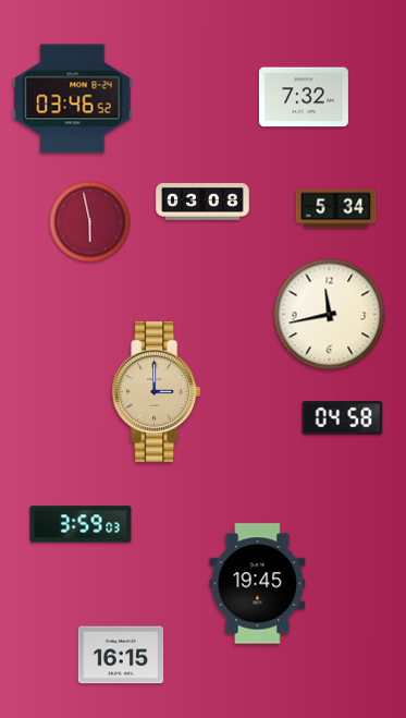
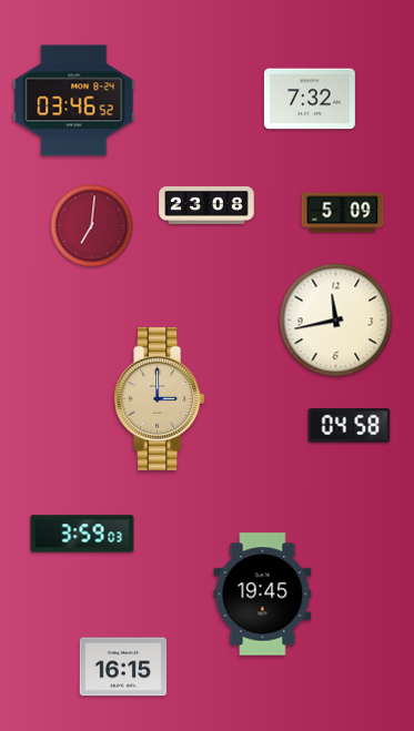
clock at (202, 203): 03:08 -> 23:08
clock at (336, 209): 5:34 -> 5:09
clock at (90, 222): 5:58 -> 7:01
